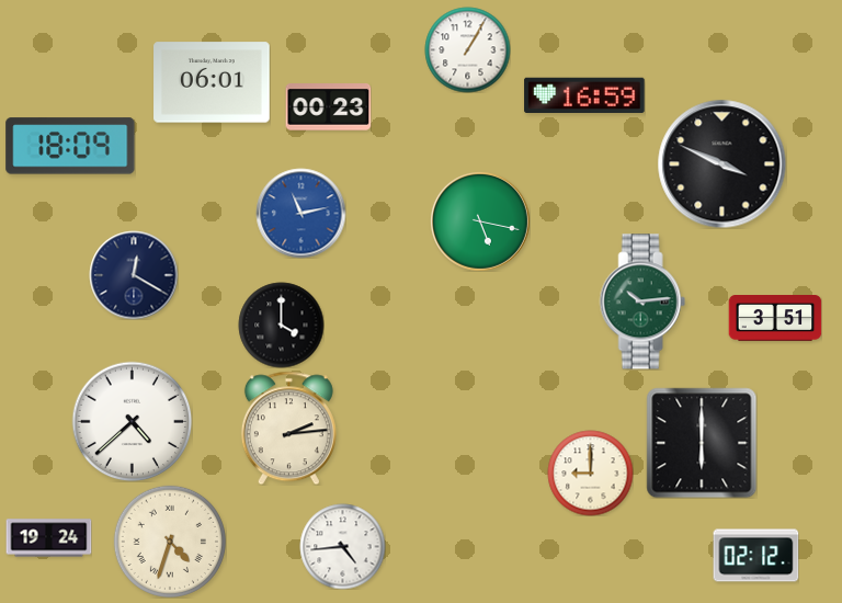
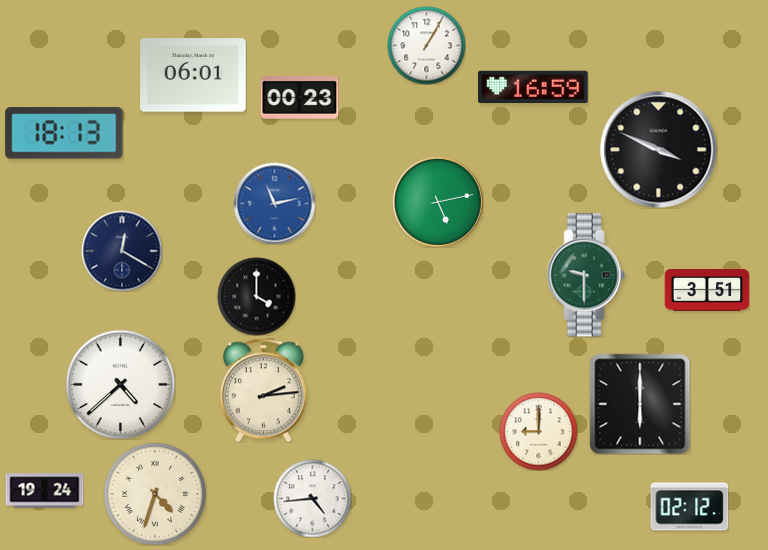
clock at (70, 146): 18:09 -> 18:13
clock at (300, 213) position: (300, 213) -> (274, 203)
clock at (480, 221): 5:17 -> 5:13
clock at (642, 301): 10:14 -> 9:30
